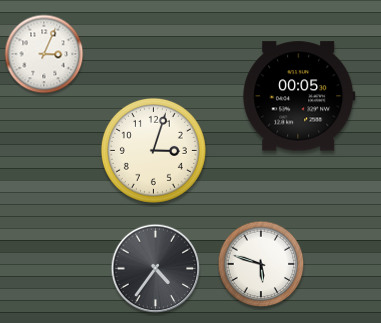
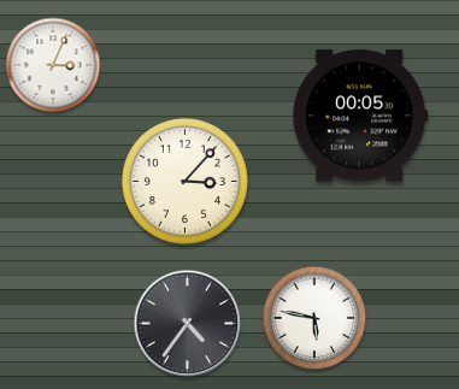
clock at (153, 150): 3:03 -> 3:07
clock at (261, 264): 5:48 -> 5:47
